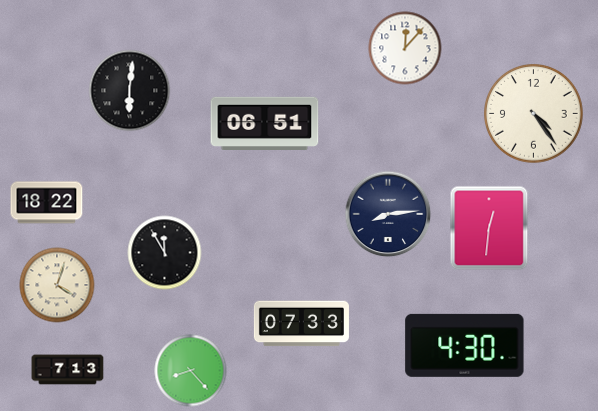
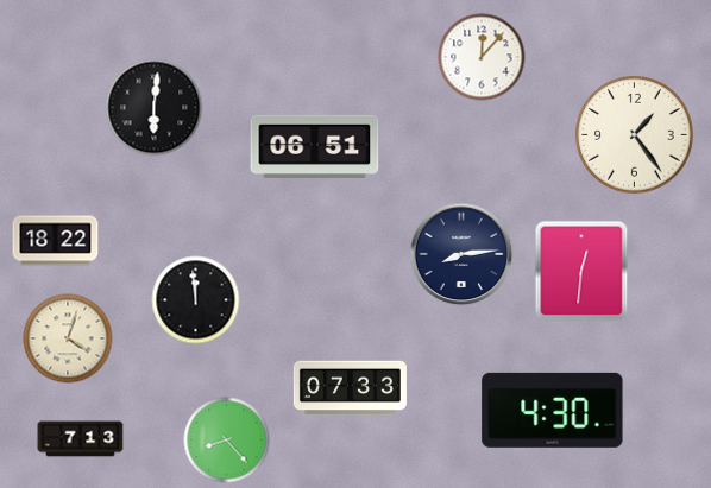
clock at (534, 114): 4:24 -> 1:24
clock at (165, 253): 11:55 -> 11:59
clock at (301, 324) position: (301, 324) -> (350, 388)
